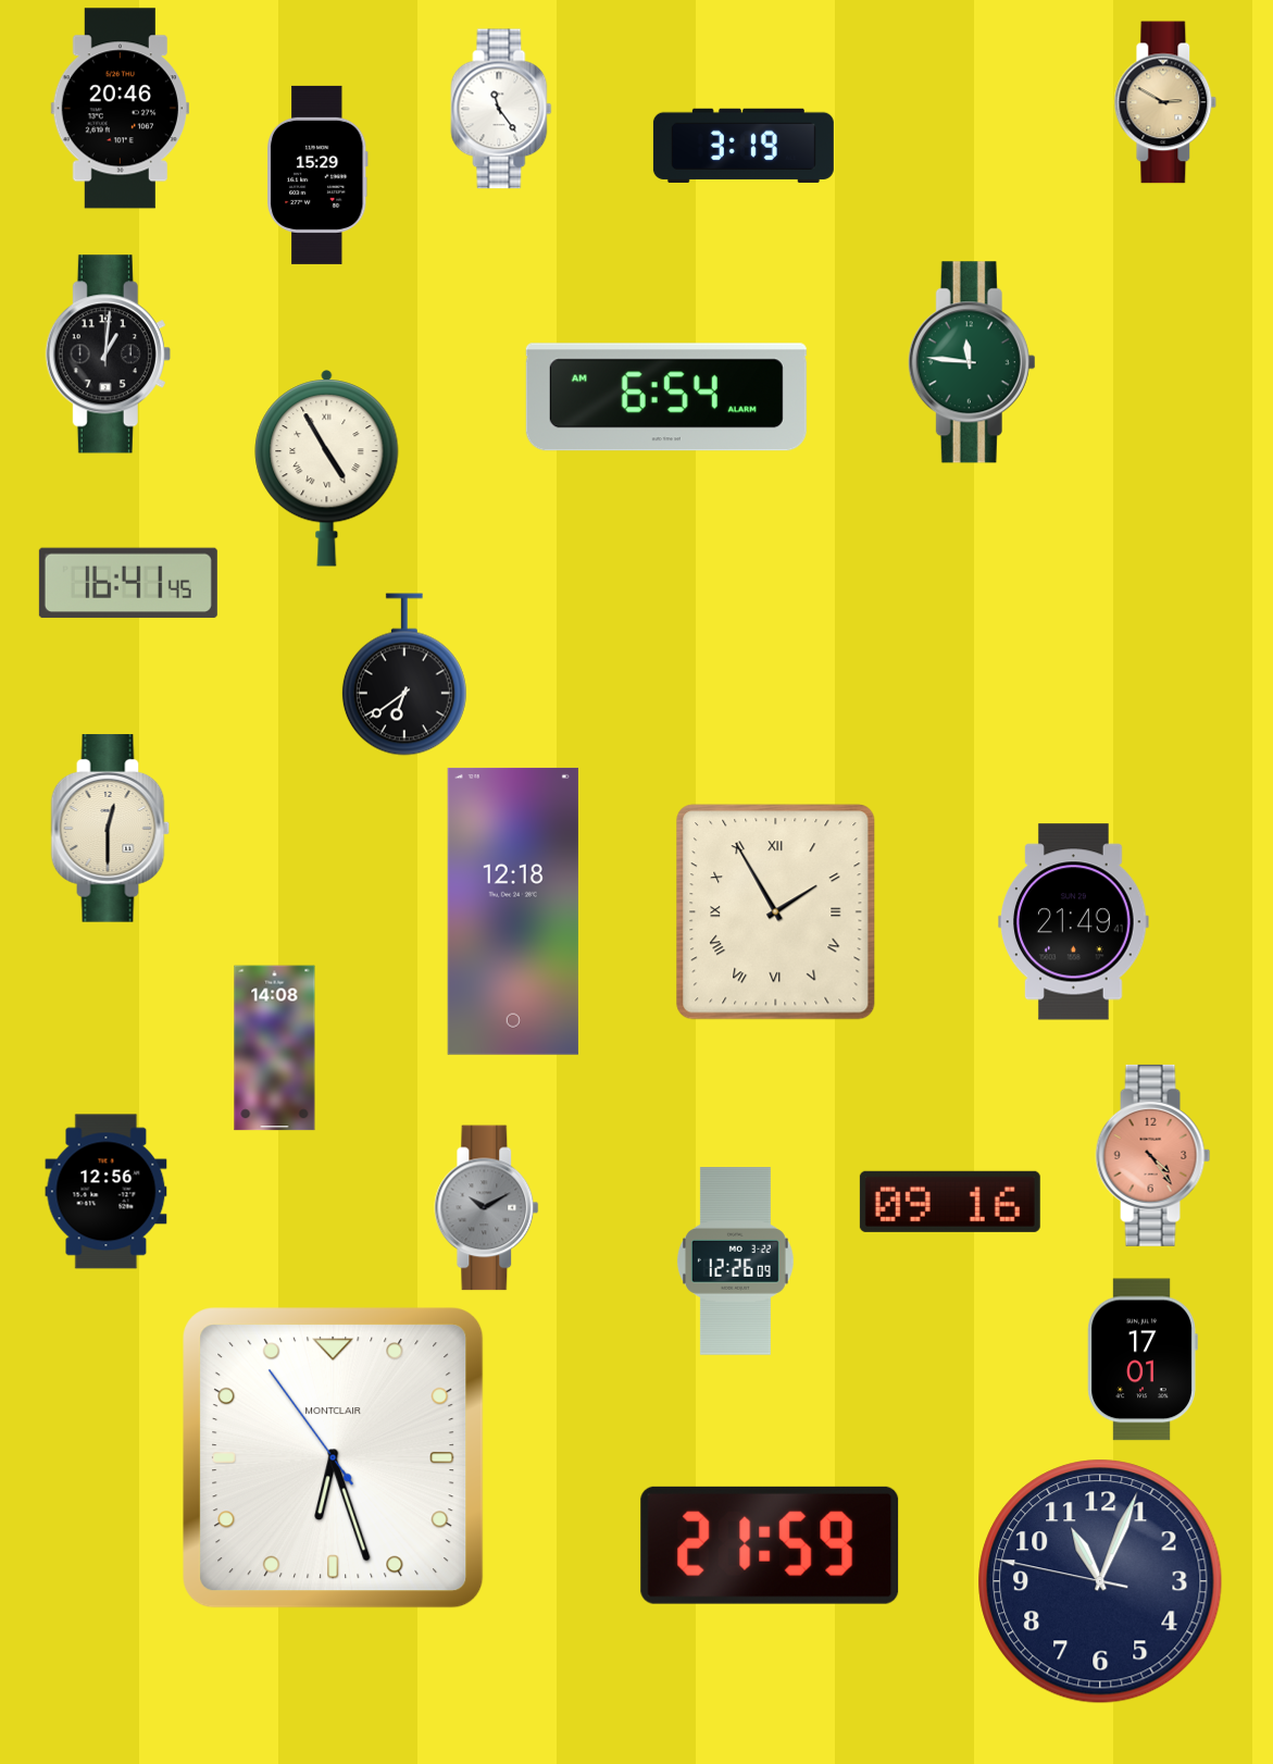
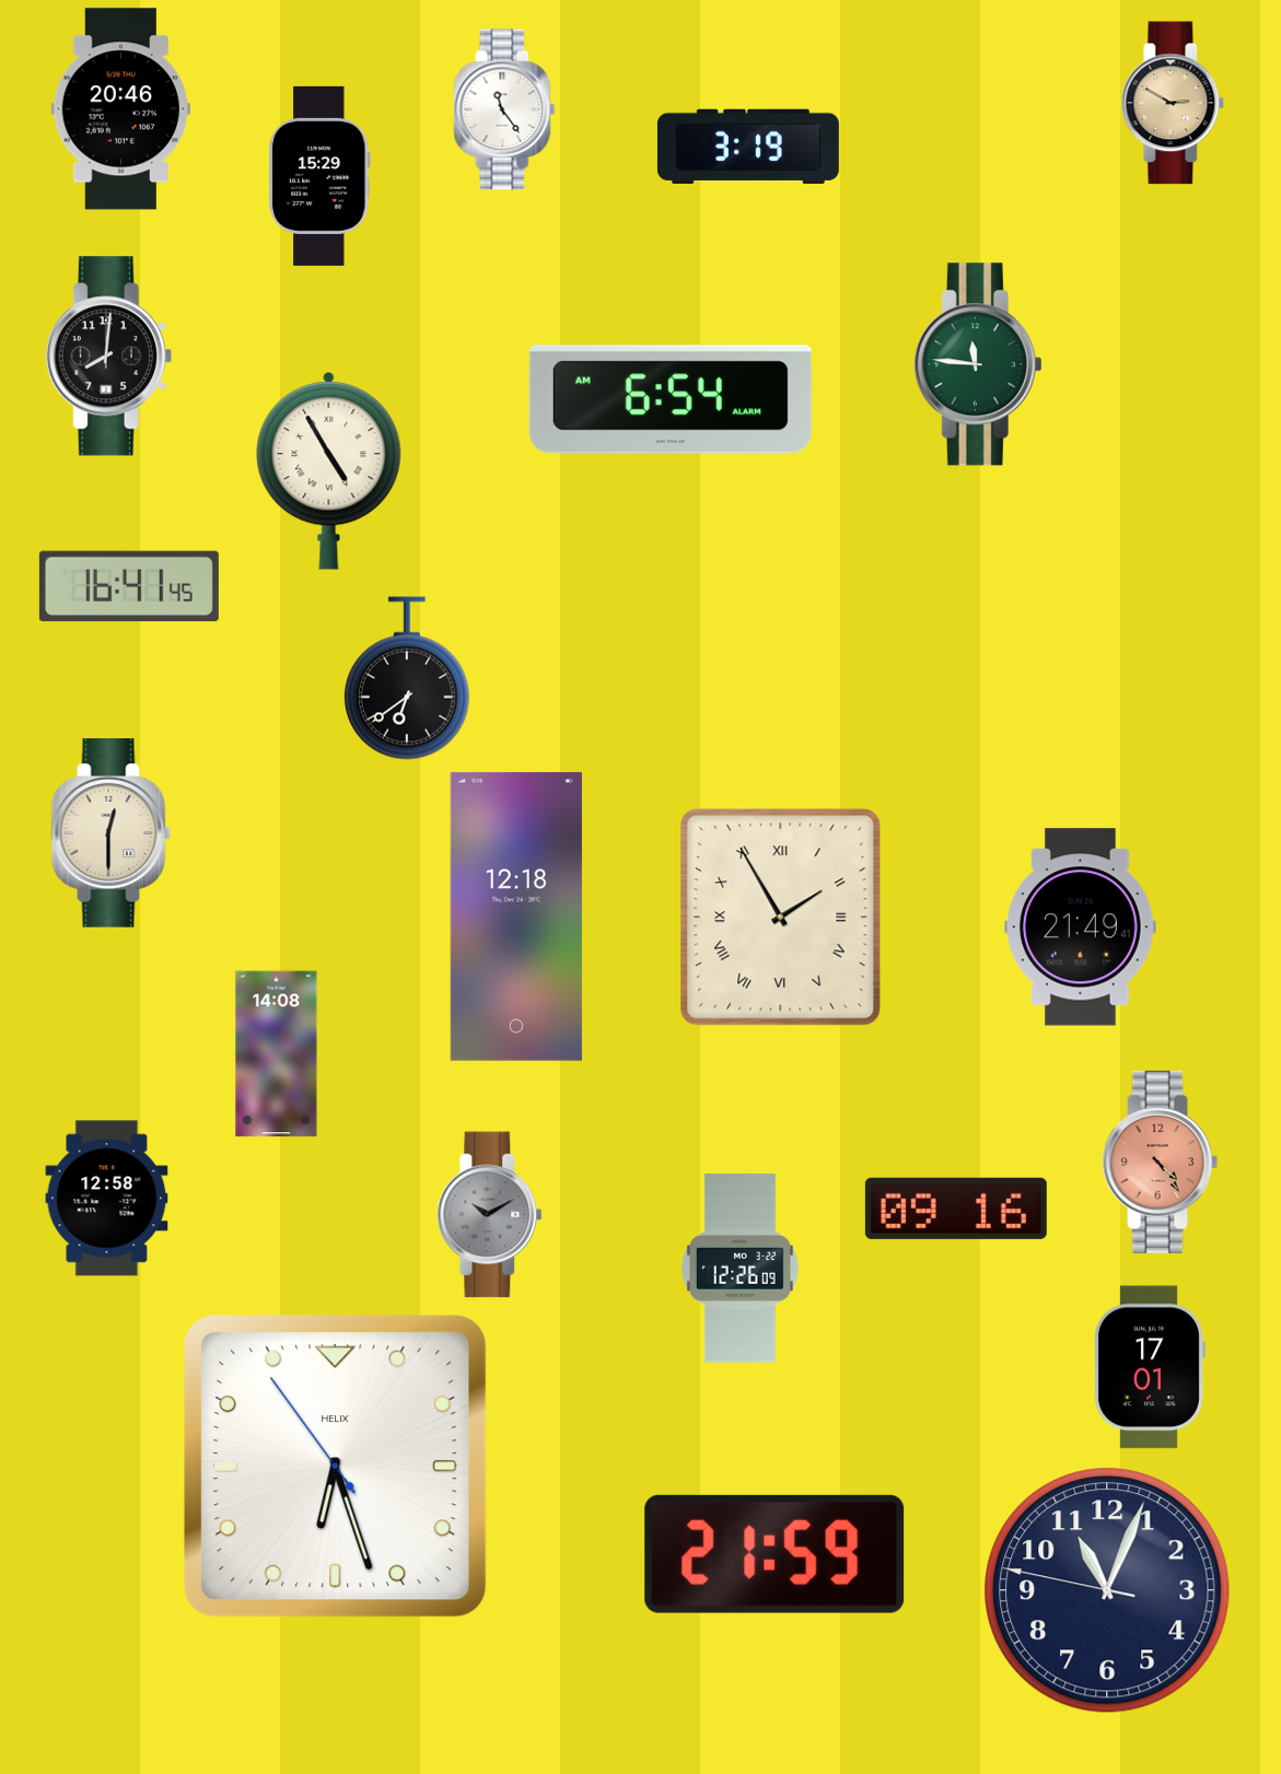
clock at (108, 355): 1:01 -> 8:01
clock at (107, 1192): 12:56 -> 12:58
clock at (334, 1458) brand: MONTCLAIR -> HELIX
